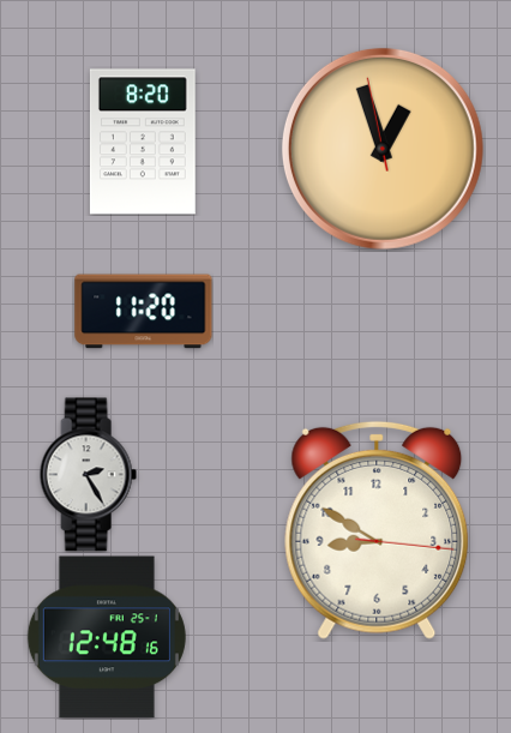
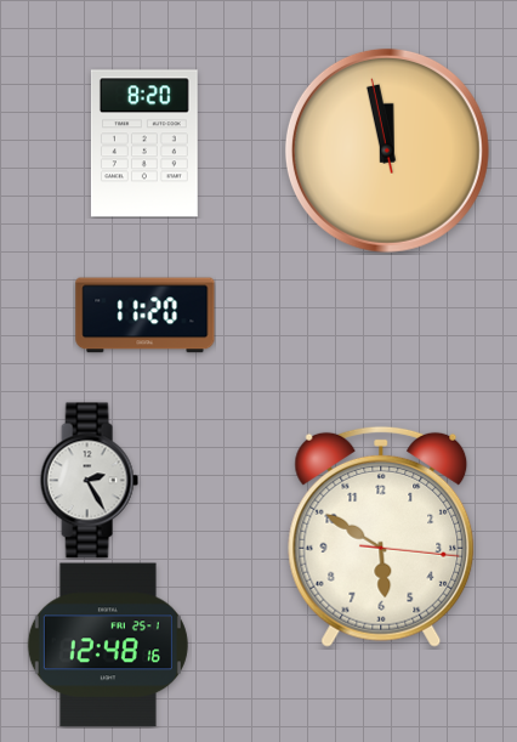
clock at (383, 149): 12:56 -> 11:57
clock at (377, 530): 8:50 -> 5:50
